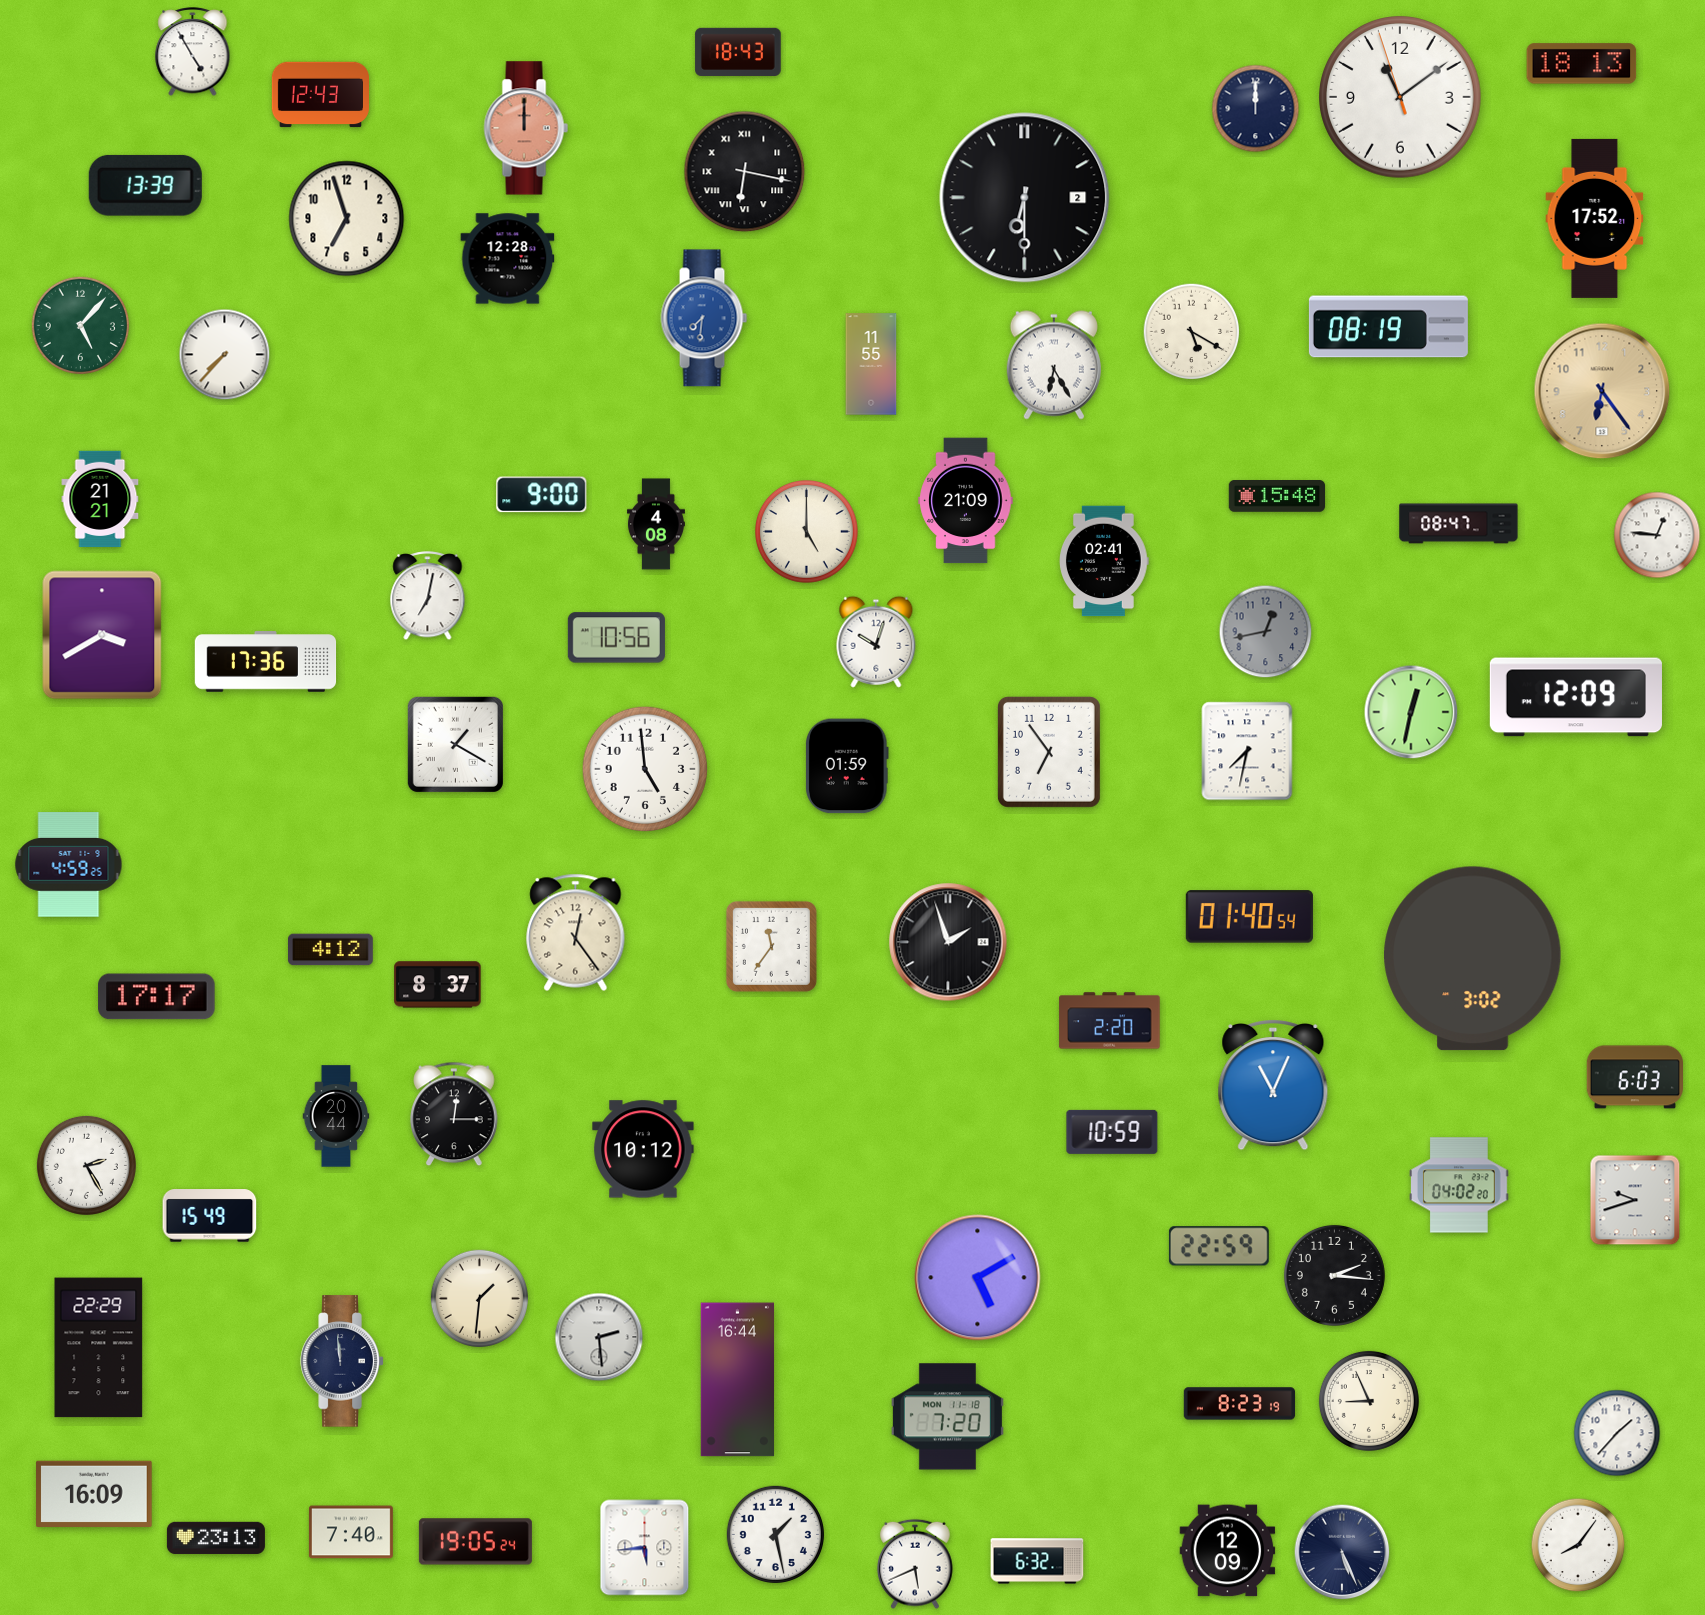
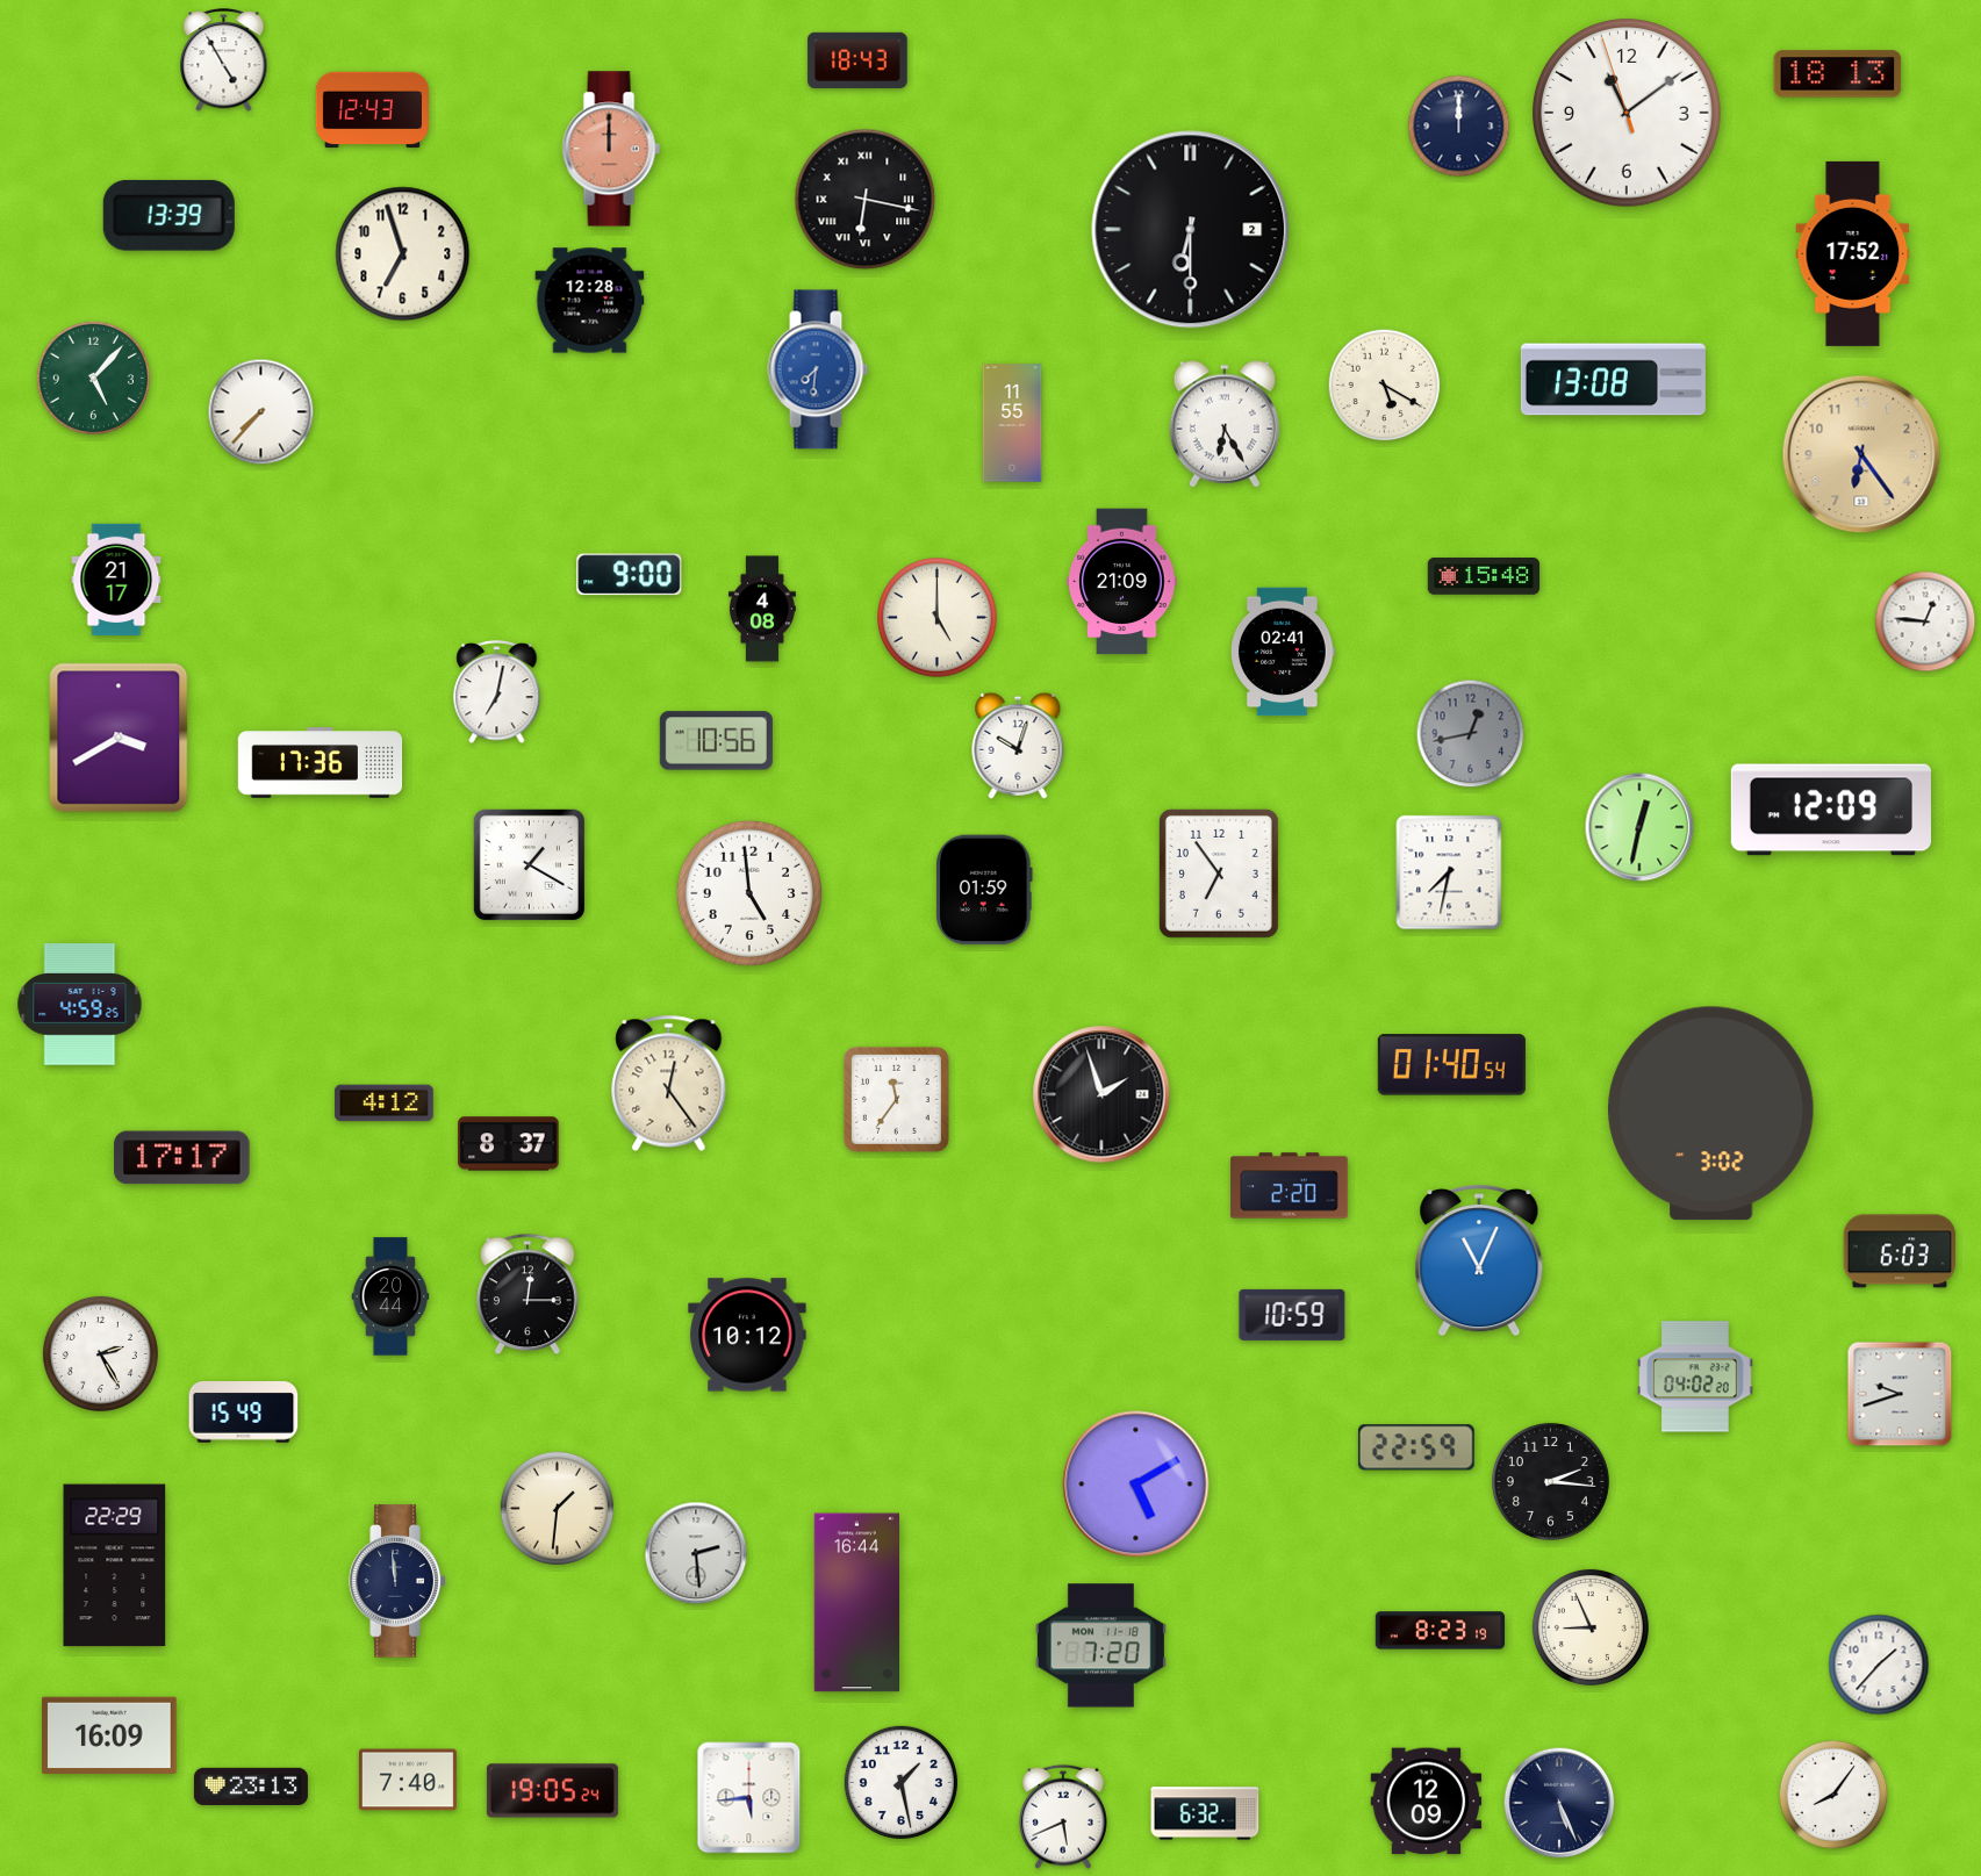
clock at (1388, 327): 08:19 -> 13:08
clock at (100, 499): 21:21 -> 21:17
clock at (1459, 524): 08:47 -> none
clock at (266, 662) position: (266, 662) -> (321, 763)
